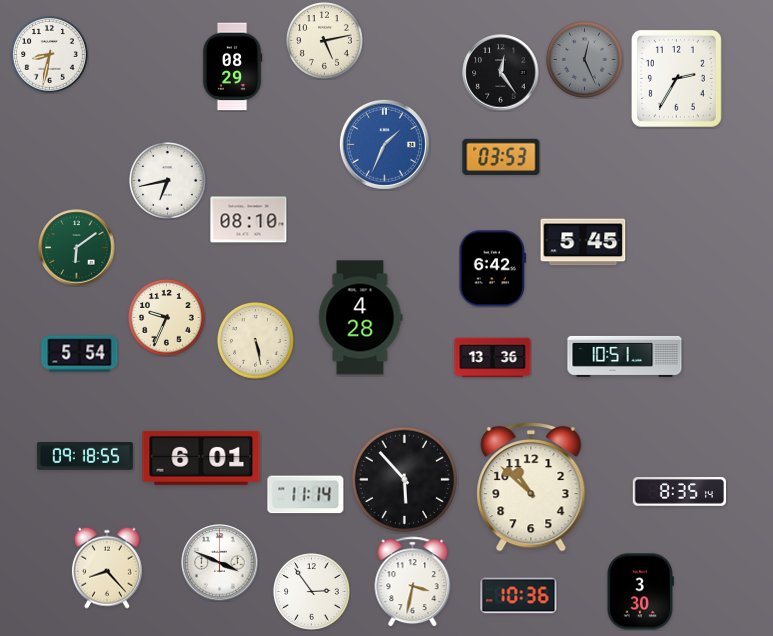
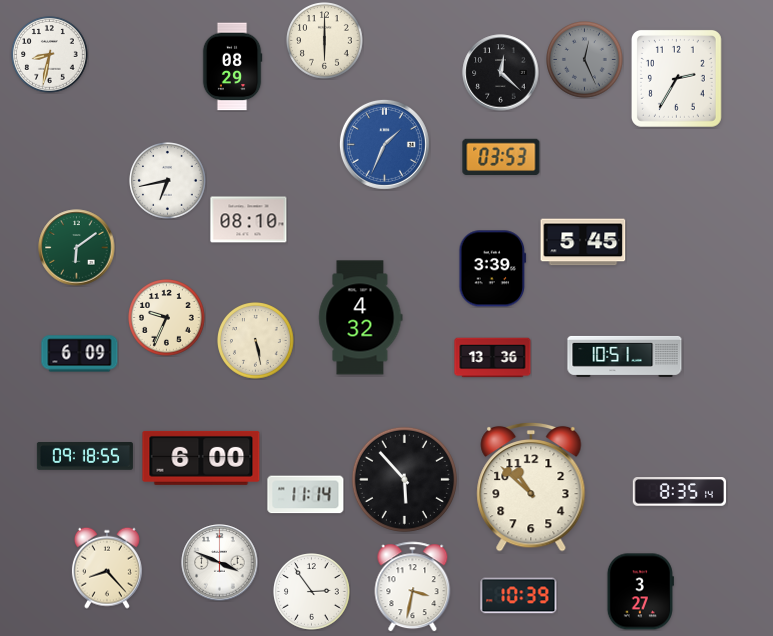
clock at (325, 41): 5:13 -> 6:00
clock at (501, 73): 12:24 -> 12:22
clock at (493, 269): 6:42 -> 3:39
clock at (361, 318): 4:28 -> 4:32
clock at (80, 354): 5:54 -> 6:09
clock at (201, 458): 6:01 -> 6:00
clock at (413, 582) position: (413, 582) -> (413, 587)
clock at (640, 592): 3:30 -> 3:27
clock at (519, 596): 10:36 -> 10:39
